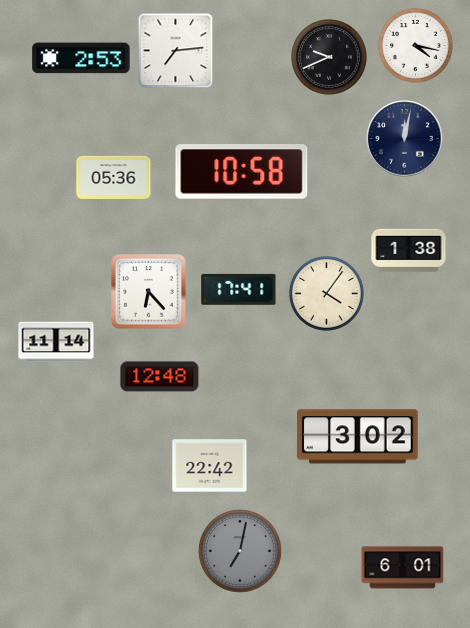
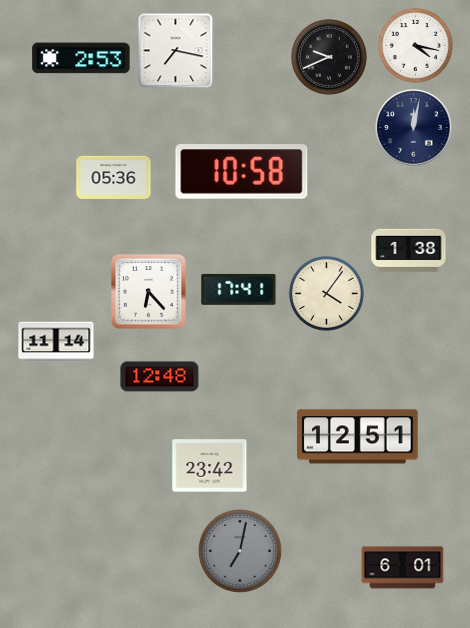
clock at (176, 51): 7:14 -> 7:17
clock at (405, 139) position: (405, 139) -> (414, 128)
clock at (358, 437): 3:02 -> 12:51
clock at (210, 466): 22:42 -> 23:42
